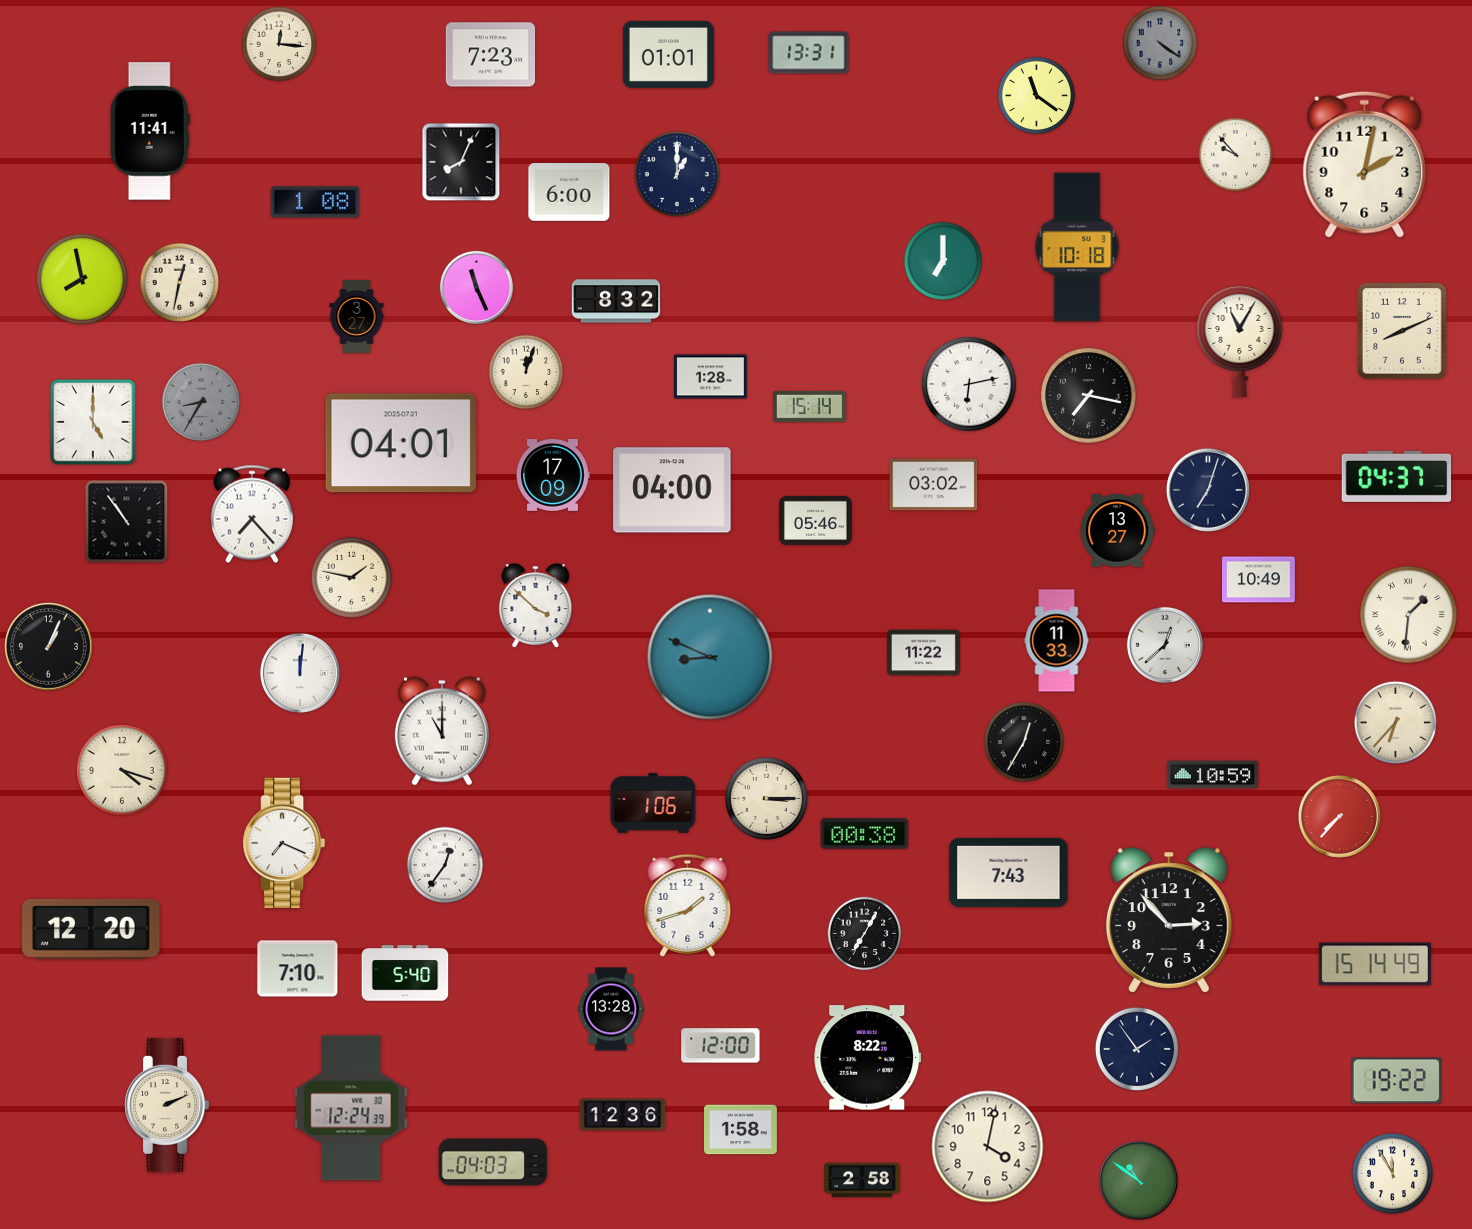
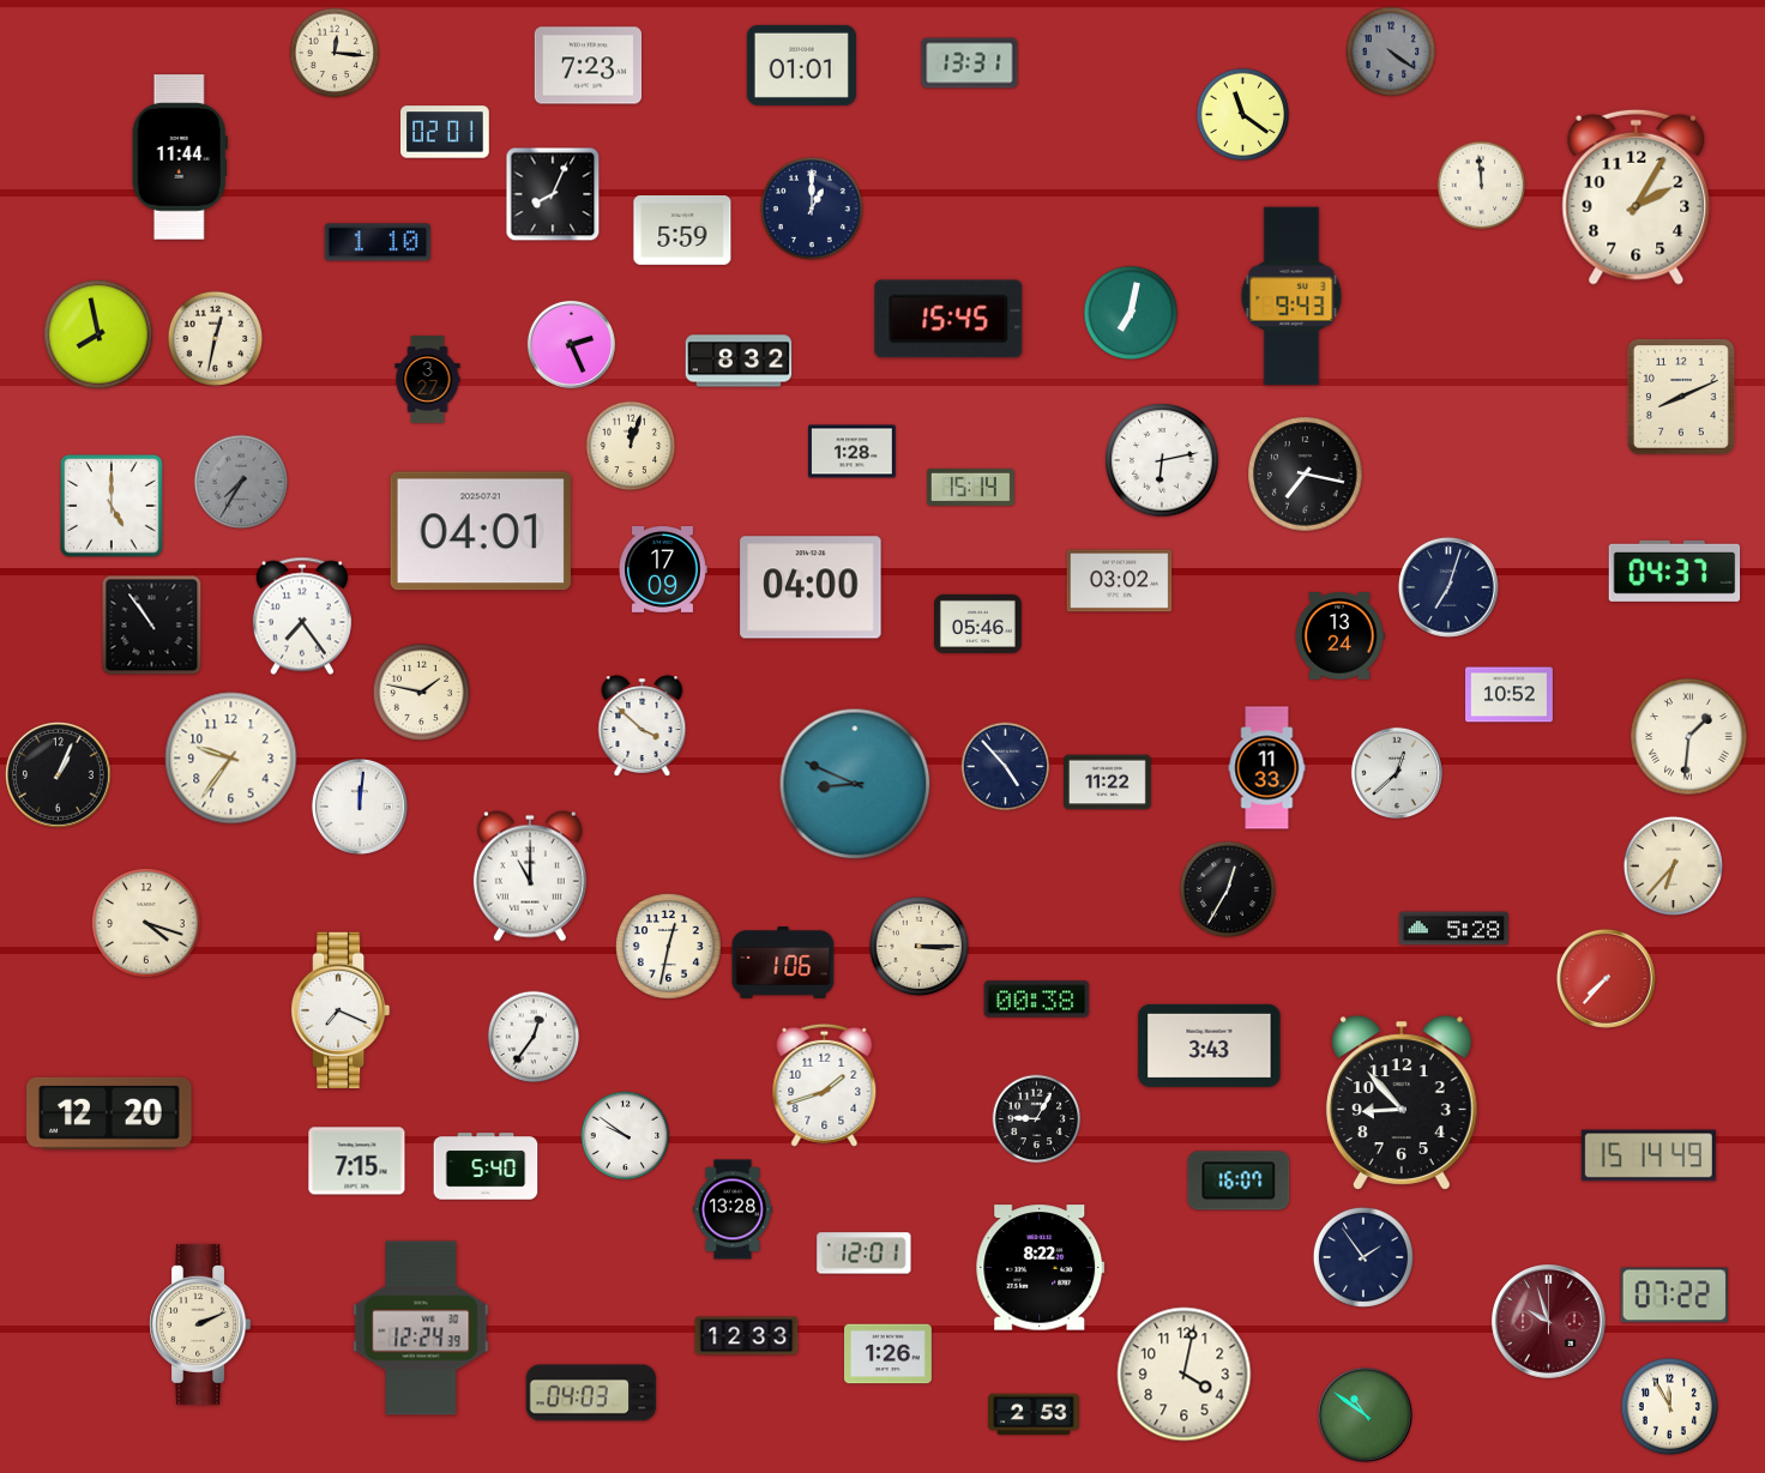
clock at (446, 132): none -> 02:01
clock at (150, 131): 11:41 -> 11:44
clock at (1236, 155): 9:53 -> 11:59
clock at (1365, 164): 2:02 -> 2:05
clock at (569, 193): 6:00 -> 5:59
clock at (315, 202): 1:08 -> 1:10
clock at (1077, 247): 10:18 -> 9:43
clock at (943, 261): 7:00 -> 7:02
clock at (948, 319): none -> 15:45
clock at (476, 287): 11:26 -> 2:26
clock at (1240, 341): 11:05 -> none
clock at (201, 402): 8:35 -> 7:35
clock at (672, 490) position: (672, 490) -> (811, 587)
clock at (252, 514): 7:23 -> 7:24
clock at (1117, 531): 13:27 -> 13:24
clock at (1259, 580): 10:49 -> 10:52
clock at (231, 759): none -> 9:36
clock at (1006, 767): none -> 4:53
clock at (710, 657) position: (710, 657) -> (855, 784)
clock at (1212, 775): 10:59 -> 5:28
clock at (668, 946): none -> 12:32
clock at (766, 798) position: (766, 798) -> (918, 946)
clock at (1009, 872): 7:43 -> 3:43
clock at (1169, 920): 2:53 -> 8:53
clock at (865, 934): 7:05 -> 9:05
clock at (626, 1136): none -> 9:51
clock at (298, 969): 7:10 -> 7:15
clock at (1239, 1181): none -> 16:07
clock at (721, 1046): 12:00 -> 12:01
clock at (1396, 1081): 19:22 -> 07:22
clock at (1549, 1322): none -> 9:57
clock at (623, 1115): 12:36 -> 12:33
clock at (741, 1130): 1:58 -> 1:26
clock at (862, 1180): 2:58 -> 2:53
